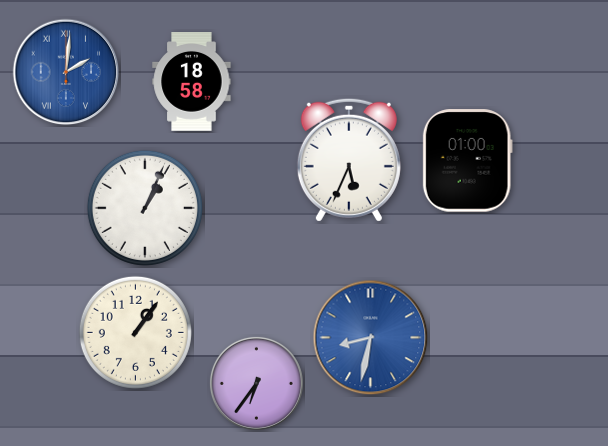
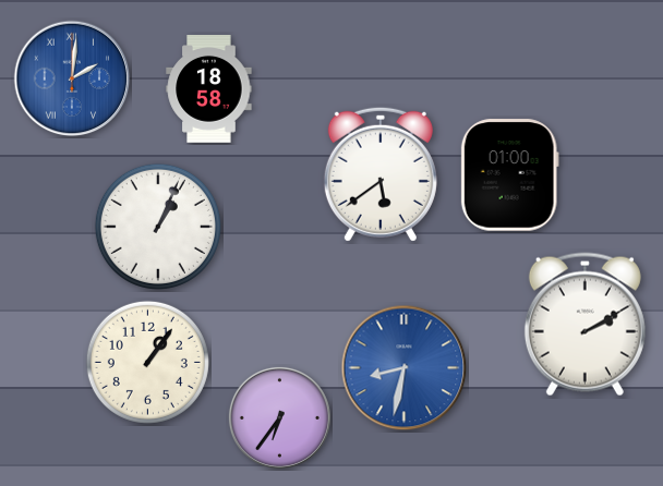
clock at (349, 160): 5:34 -> 5:39
clock at (584, 325): none -> 2:10
